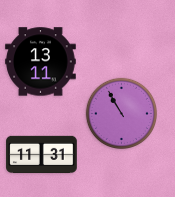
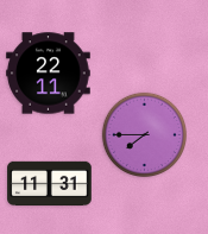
clock at (41, 62): 13:11 -> 22:11
clock at (121, 113): 10:55 -> 7:45
